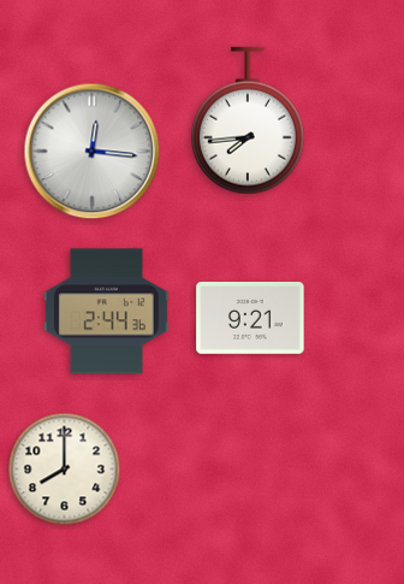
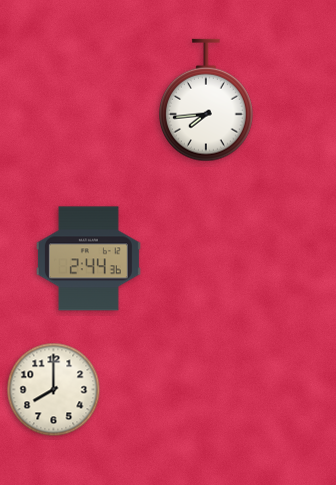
clock at (93, 152): 12:16 -> none
clock at (250, 319): 9:21 -> none
